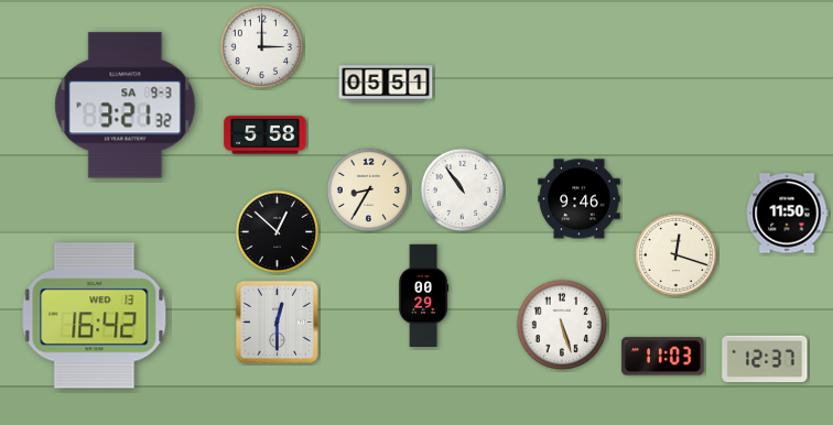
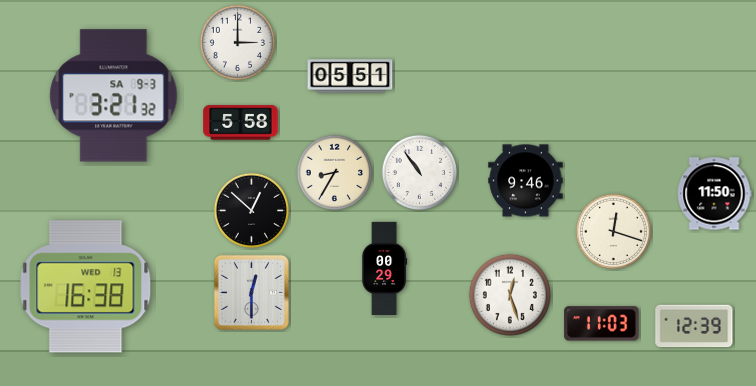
clock at (95, 316): 16:42 -> 16:38
clock at (562, 325): 5:27 -> 12:27
clock at (765, 359): 12:37 -> 12:39
